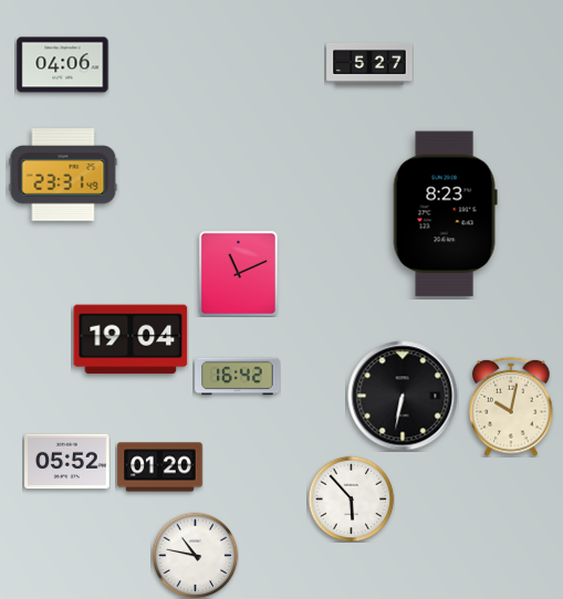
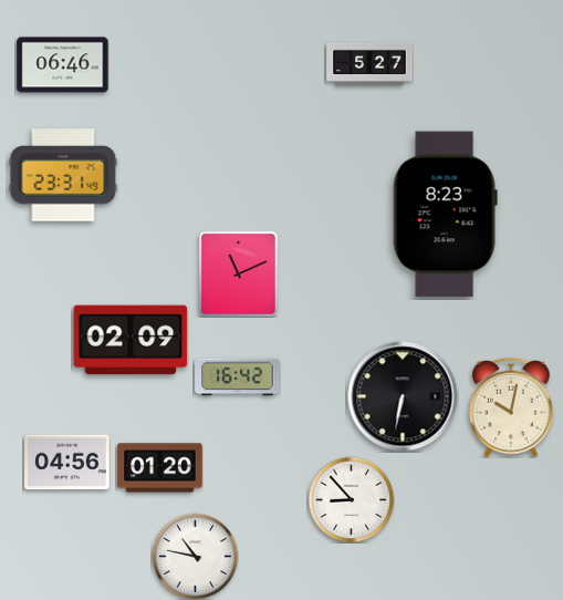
clock at (63, 65): 04:06 -> 06:46
clock at (131, 339): 19:04 -> 02:09
clock at (67, 462): 05:52 -> 04:56
clock at (351, 498): 5:53 -> 8:53
